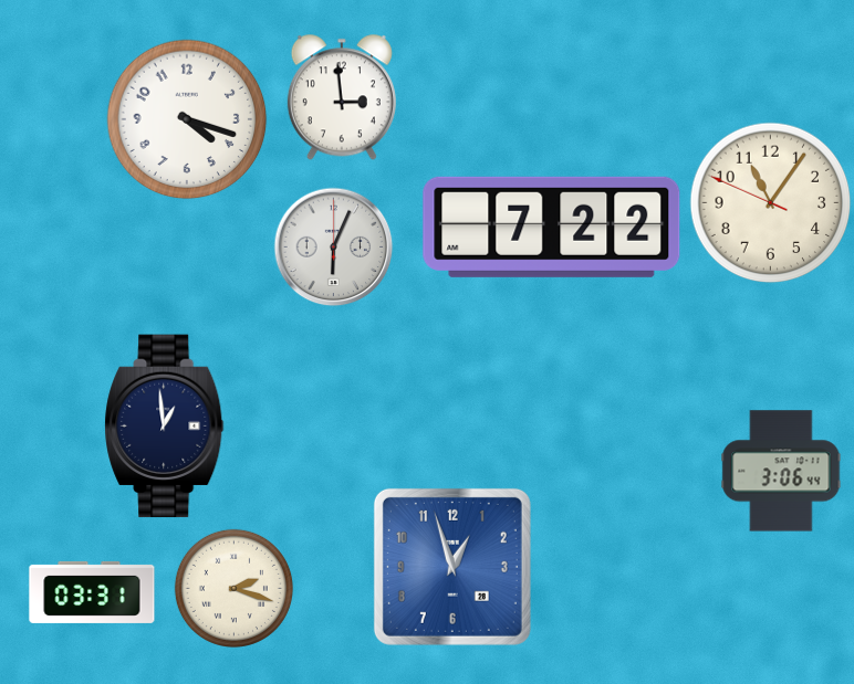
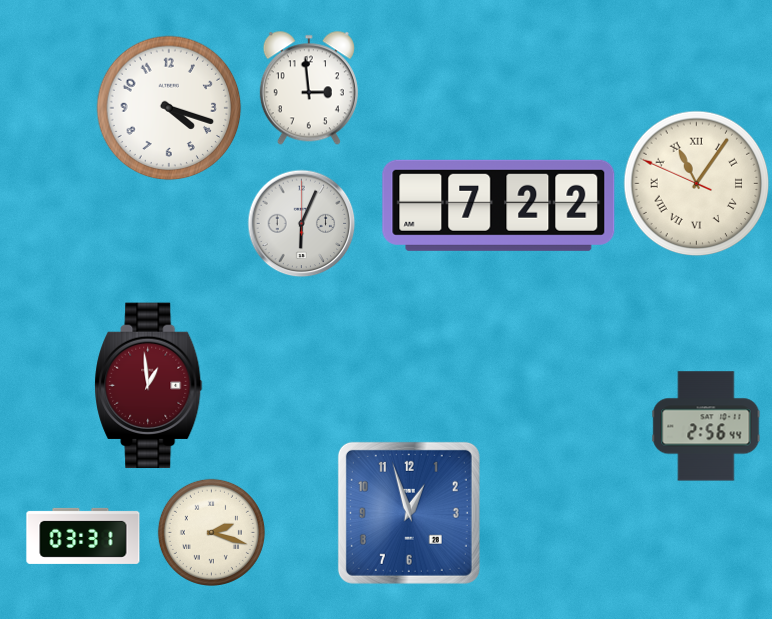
clock at (771, 203) numerals: Arabic -> Roman
clock at (165, 427) dial: navy -> burgundy
clock at (781, 471): 3:06 -> 2:56
